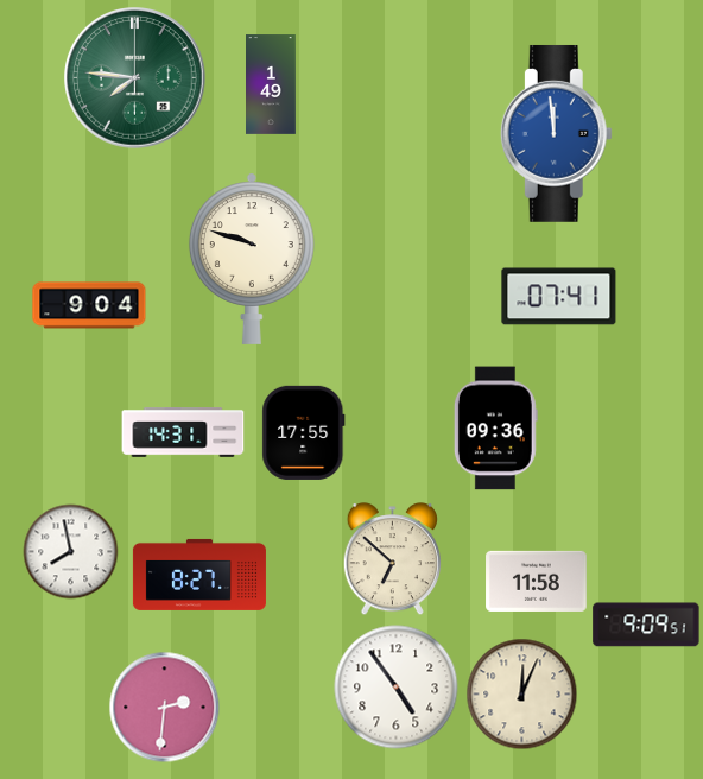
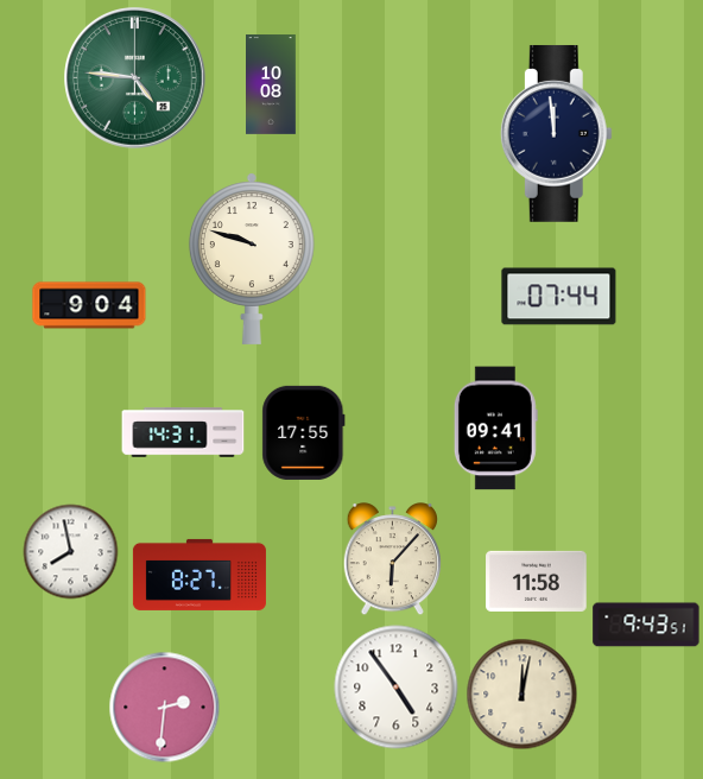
clock at (135, 78): 7:46 -> 4:46
clock at (271, 84): 1:49 -> 10:08
clock at (556, 133) dial: blue -> navy
clock at (559, 297): 07:41 -> 07:44
clock at (495, 429): 09:36 -> 09:41
clock at (392, 559): 6:52 -> 6:07
clock at (646, 625): 9:09 -> 9:43
clock at (522, 695): 12:04 -> 12:02
